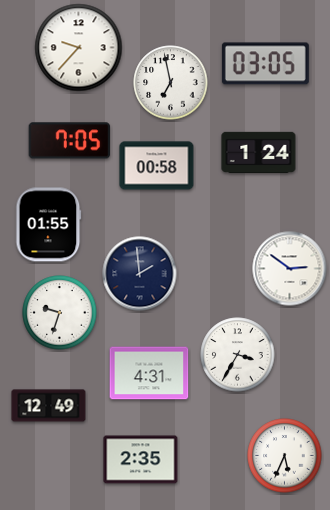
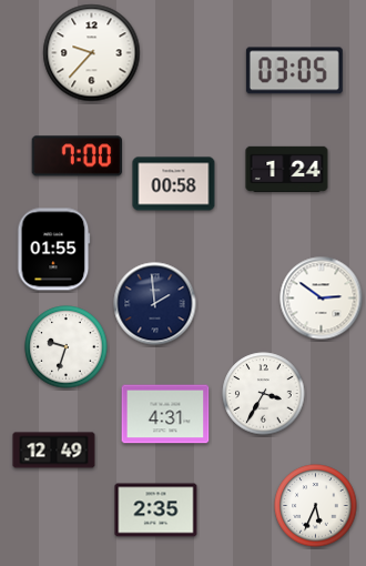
clock at (79, 48) position: (79, 48) -> (92, 53)
clock at (171, 83): 6:58 -> none
clock at (70, 141): 7:05 -> 7:00
